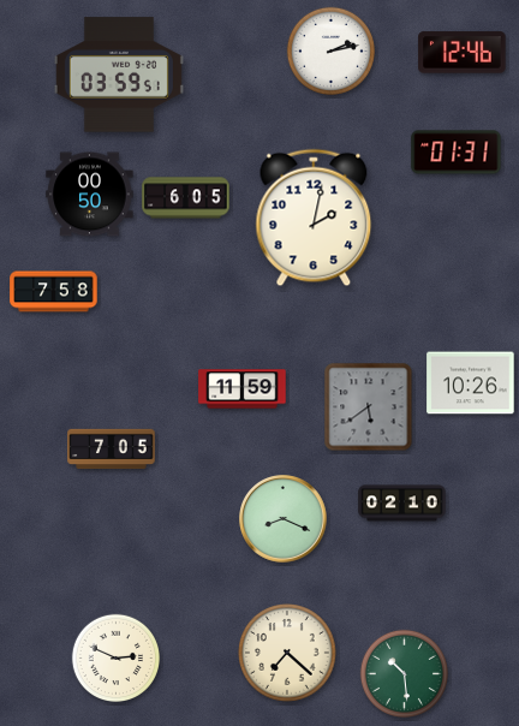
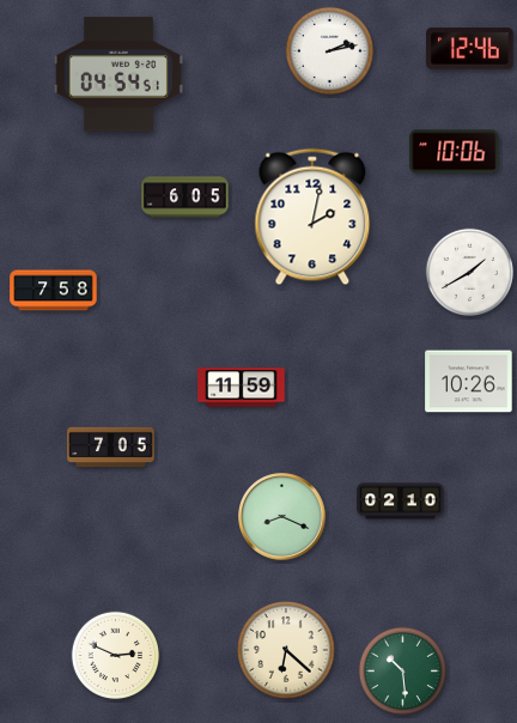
clock at (463, 53) position: (463, 53) -> (470, 49)
clock at (119, 75): 03:59 -> 04:54
clock at (457, 153): 01:31 -> 10:06
clock at (90, 195): 00:50 -> none
clock at (469, 272): none -> 1:40
clock at (369, 407): 5:39 -> none
clock at (288, 654): 7:22 -> 6:22
